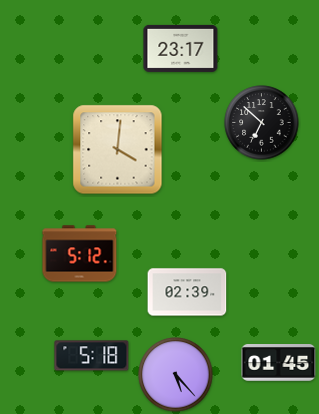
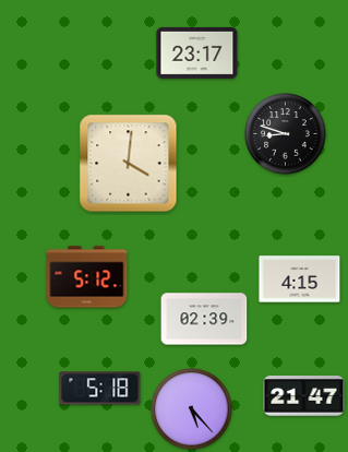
clock at (262, 123): 6:52 -> 8:48
clock at (300, 279): none -> 4:15
clock at (279, 363): 01:45 -> 21:47
